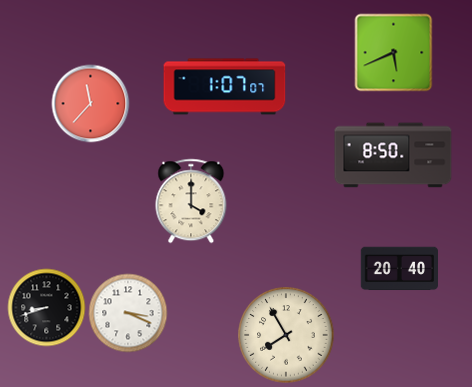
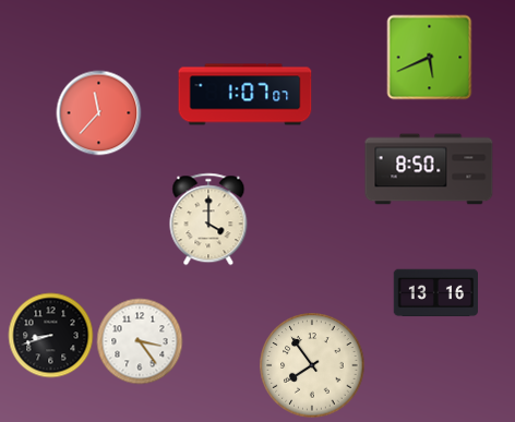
clock at (399, 269): 20:40 -> 13:16
clock at (128, 313): 3:19 -> 3:24
clock at (286, 335): 7:55 -> 7:54
